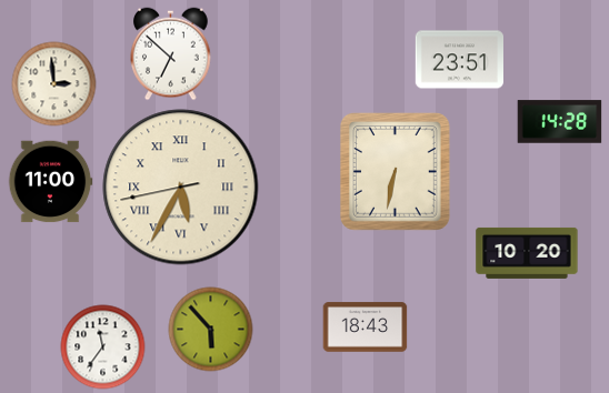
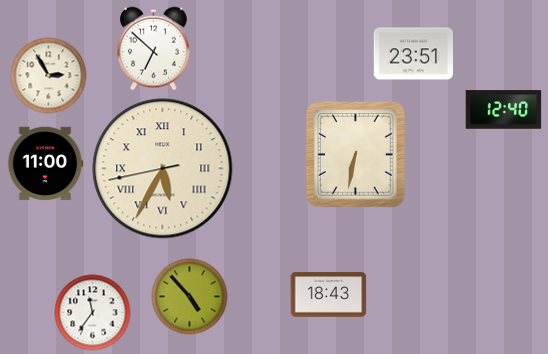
clock at (54, 84): 2:59 -> 2:55
clock at (560, 122): 14:28 -> 12:40
clock at (527, 253): 10:20 -> none
clock at (211, 330): 5:53 -> 4:53
